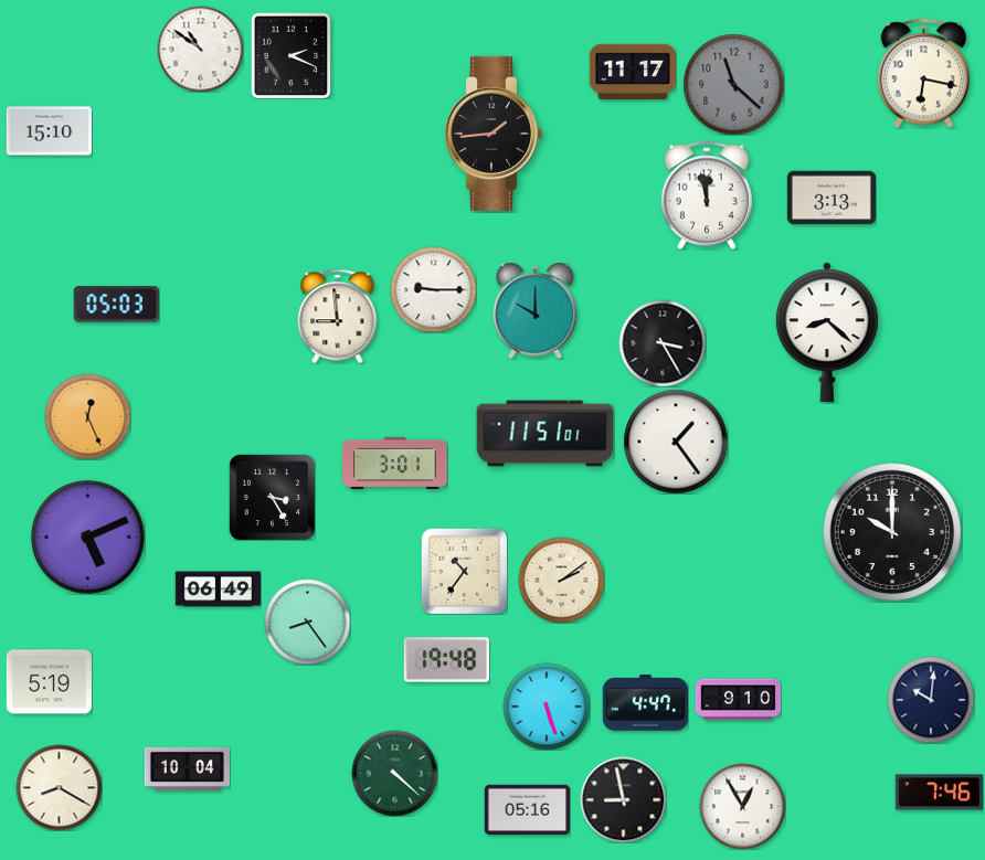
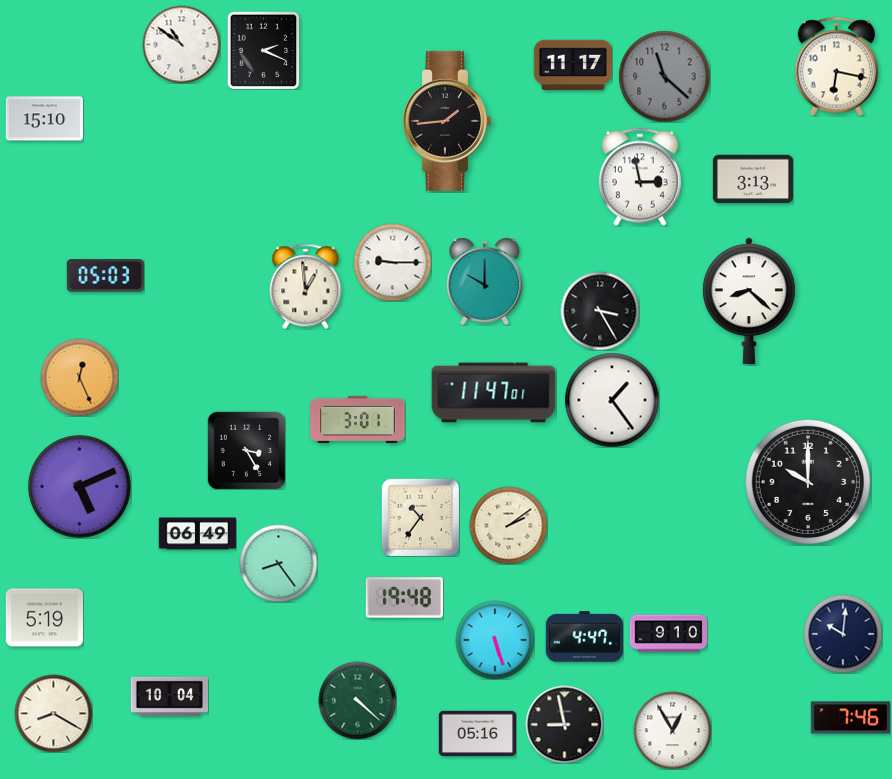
clock at (707, 195): 11:58 -> 2:58
clock at (338, 316): 8:59 -> 12:59
clock at (546, 434): 11:51 -> 11:47
